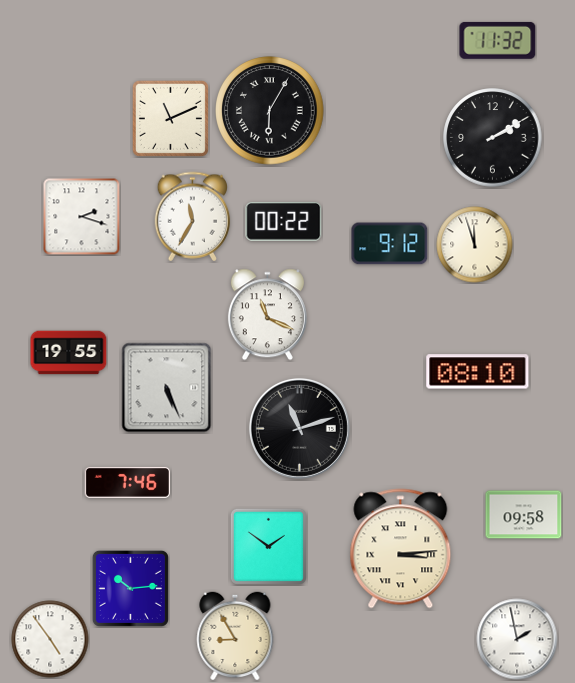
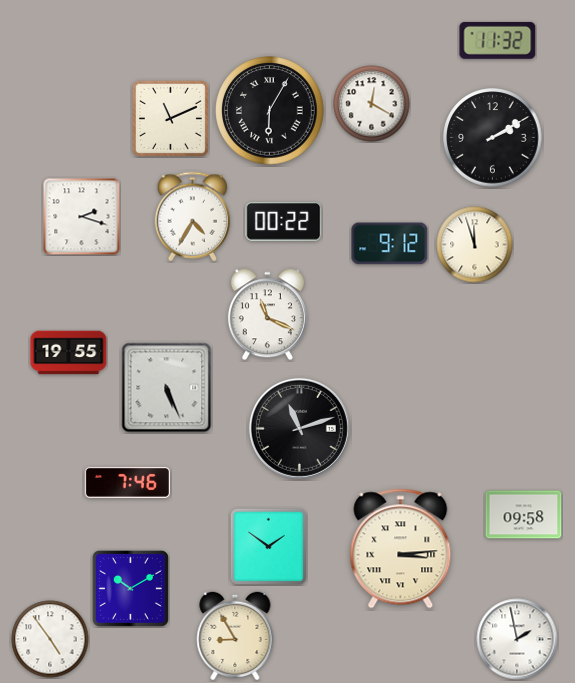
clock at (372, 104): none -> 12:20
clock at (193, 217): 11:35 -> 4:35
clock at (478, 372): 08:10 -> none
clock at (130, 588): 10:14 -> 10:10
